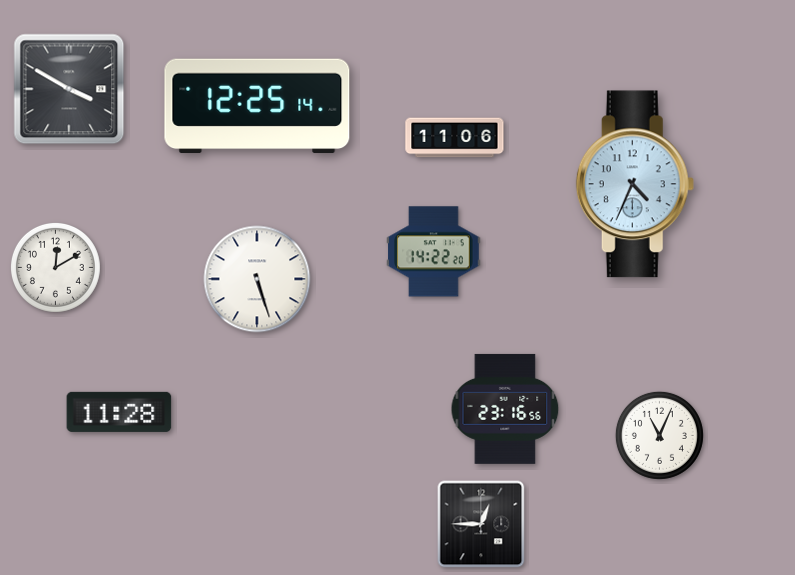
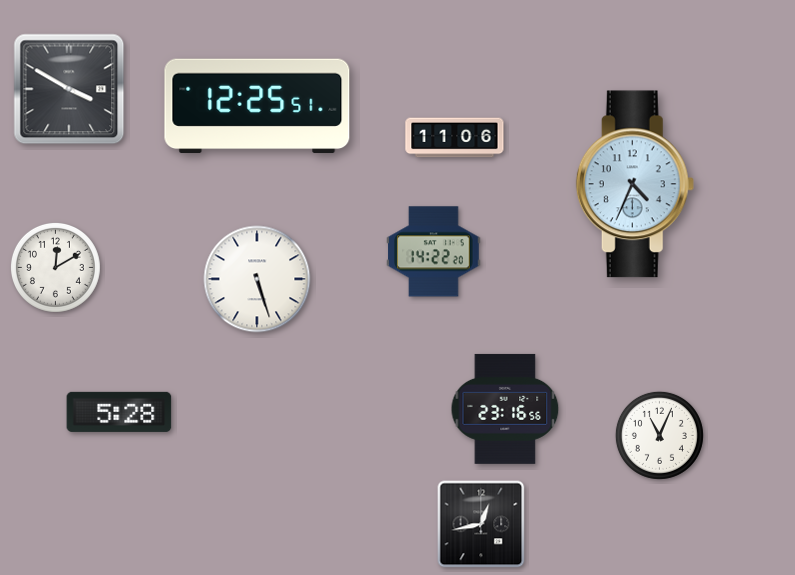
clock at (257, 106): 12:25:14 -> 12:25:51
clock at (119, 412): 11:28 -> 5:28
clock at (481, 524): 12:45 -> 12:43
